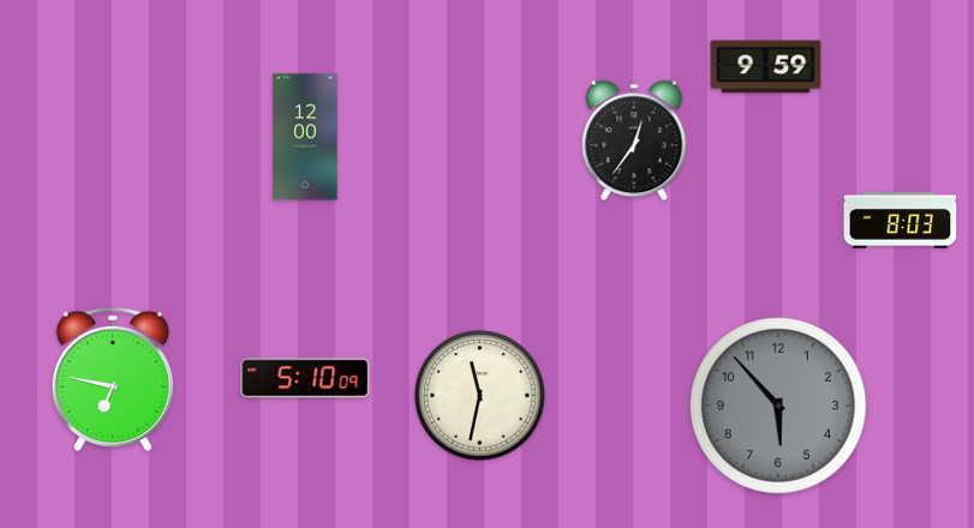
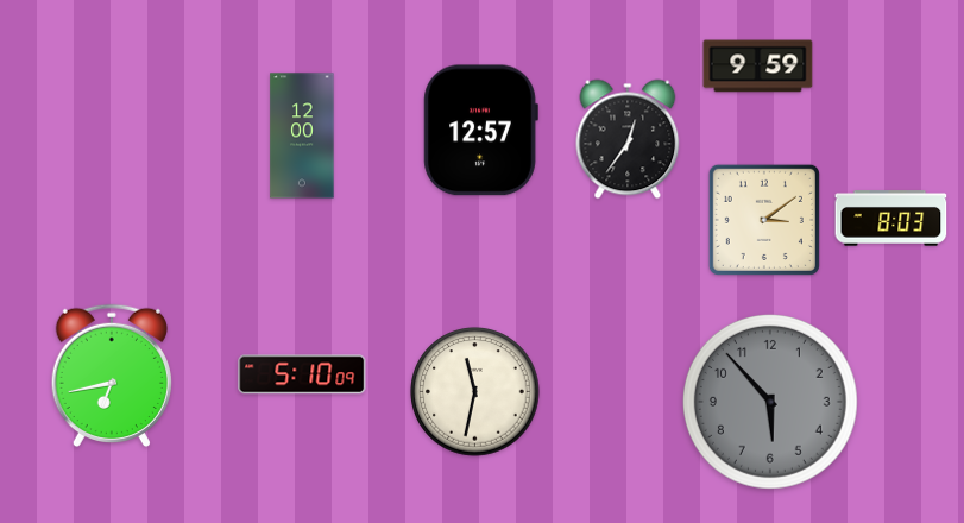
clock at (480, 131): none -> 12:57
clock at (764, 220): none -> 3:09
clock at (113, 379): 6:47 -> 6:43
